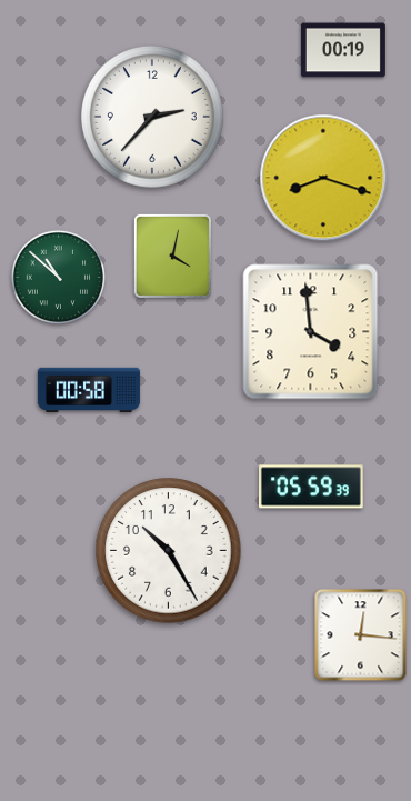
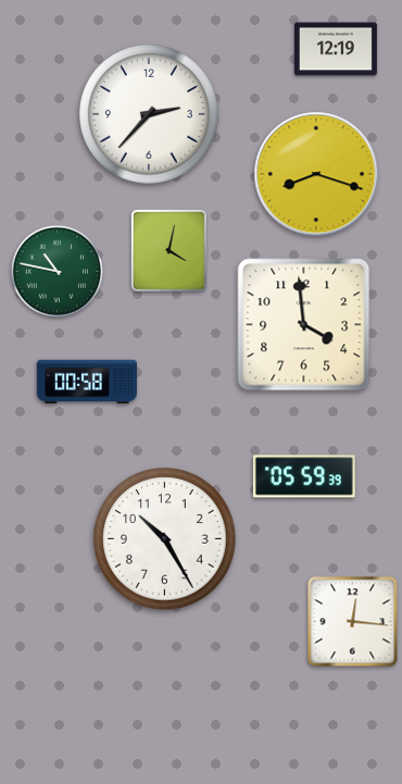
clock at (343, 50): 00:19 -> 12:19
clock at (58, 277): 10:52 -> 10:47
